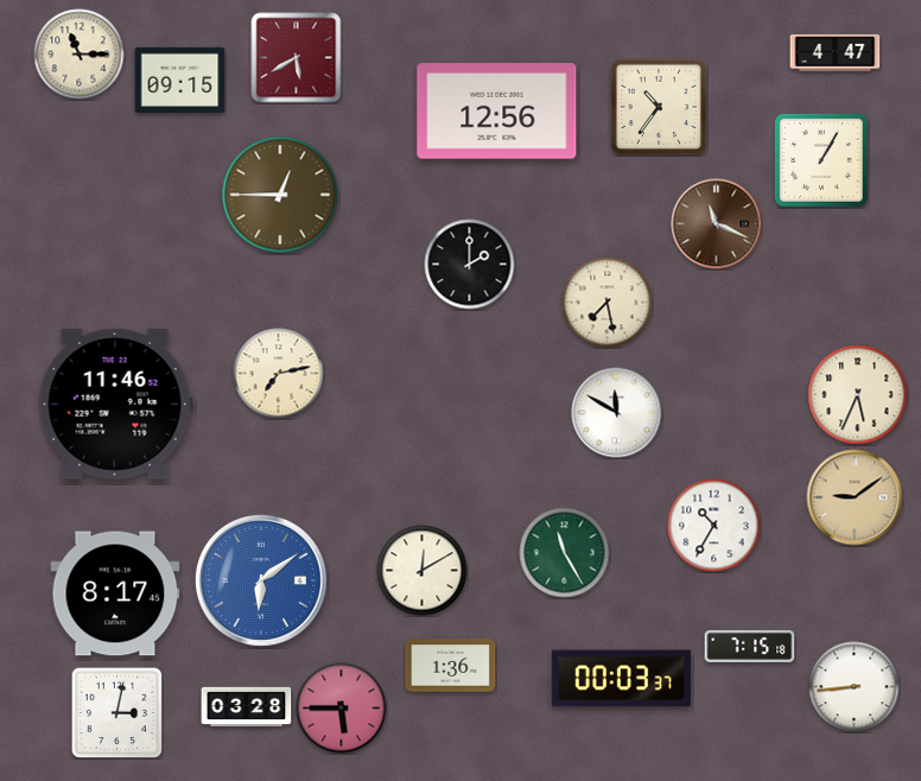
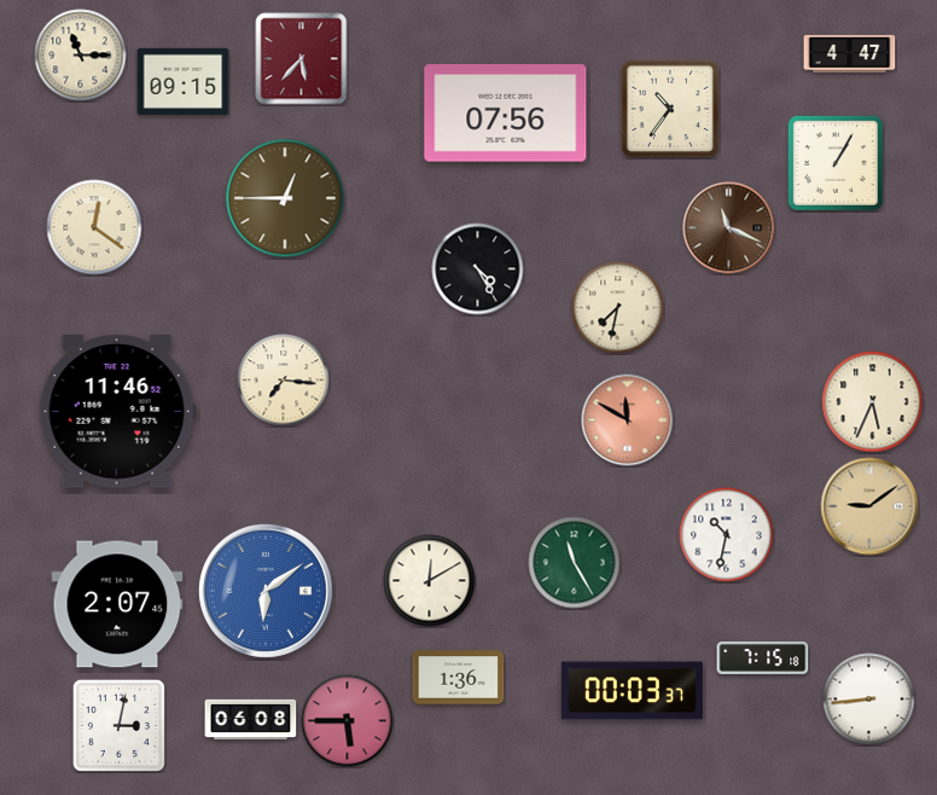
clock at (297, 58): 5:40 -> 5:37
clock at (497, 112): 12:56 -> 07:56
clock at (94, 227): none -> 12:21
clock at (470, 265): 2:00 -> 4:25
clock at (608, 303): 7:28 -> 7:32
clock at (279, 374): 7:13 -> 7:16
clock at (617, 413) dial: white -> salmon
clock at (714, 526): 10:35 -> 10:32
clock at (115, 593): 8:17 -> 2:07
clock at (247, 706): 03:28 -> 06:08
